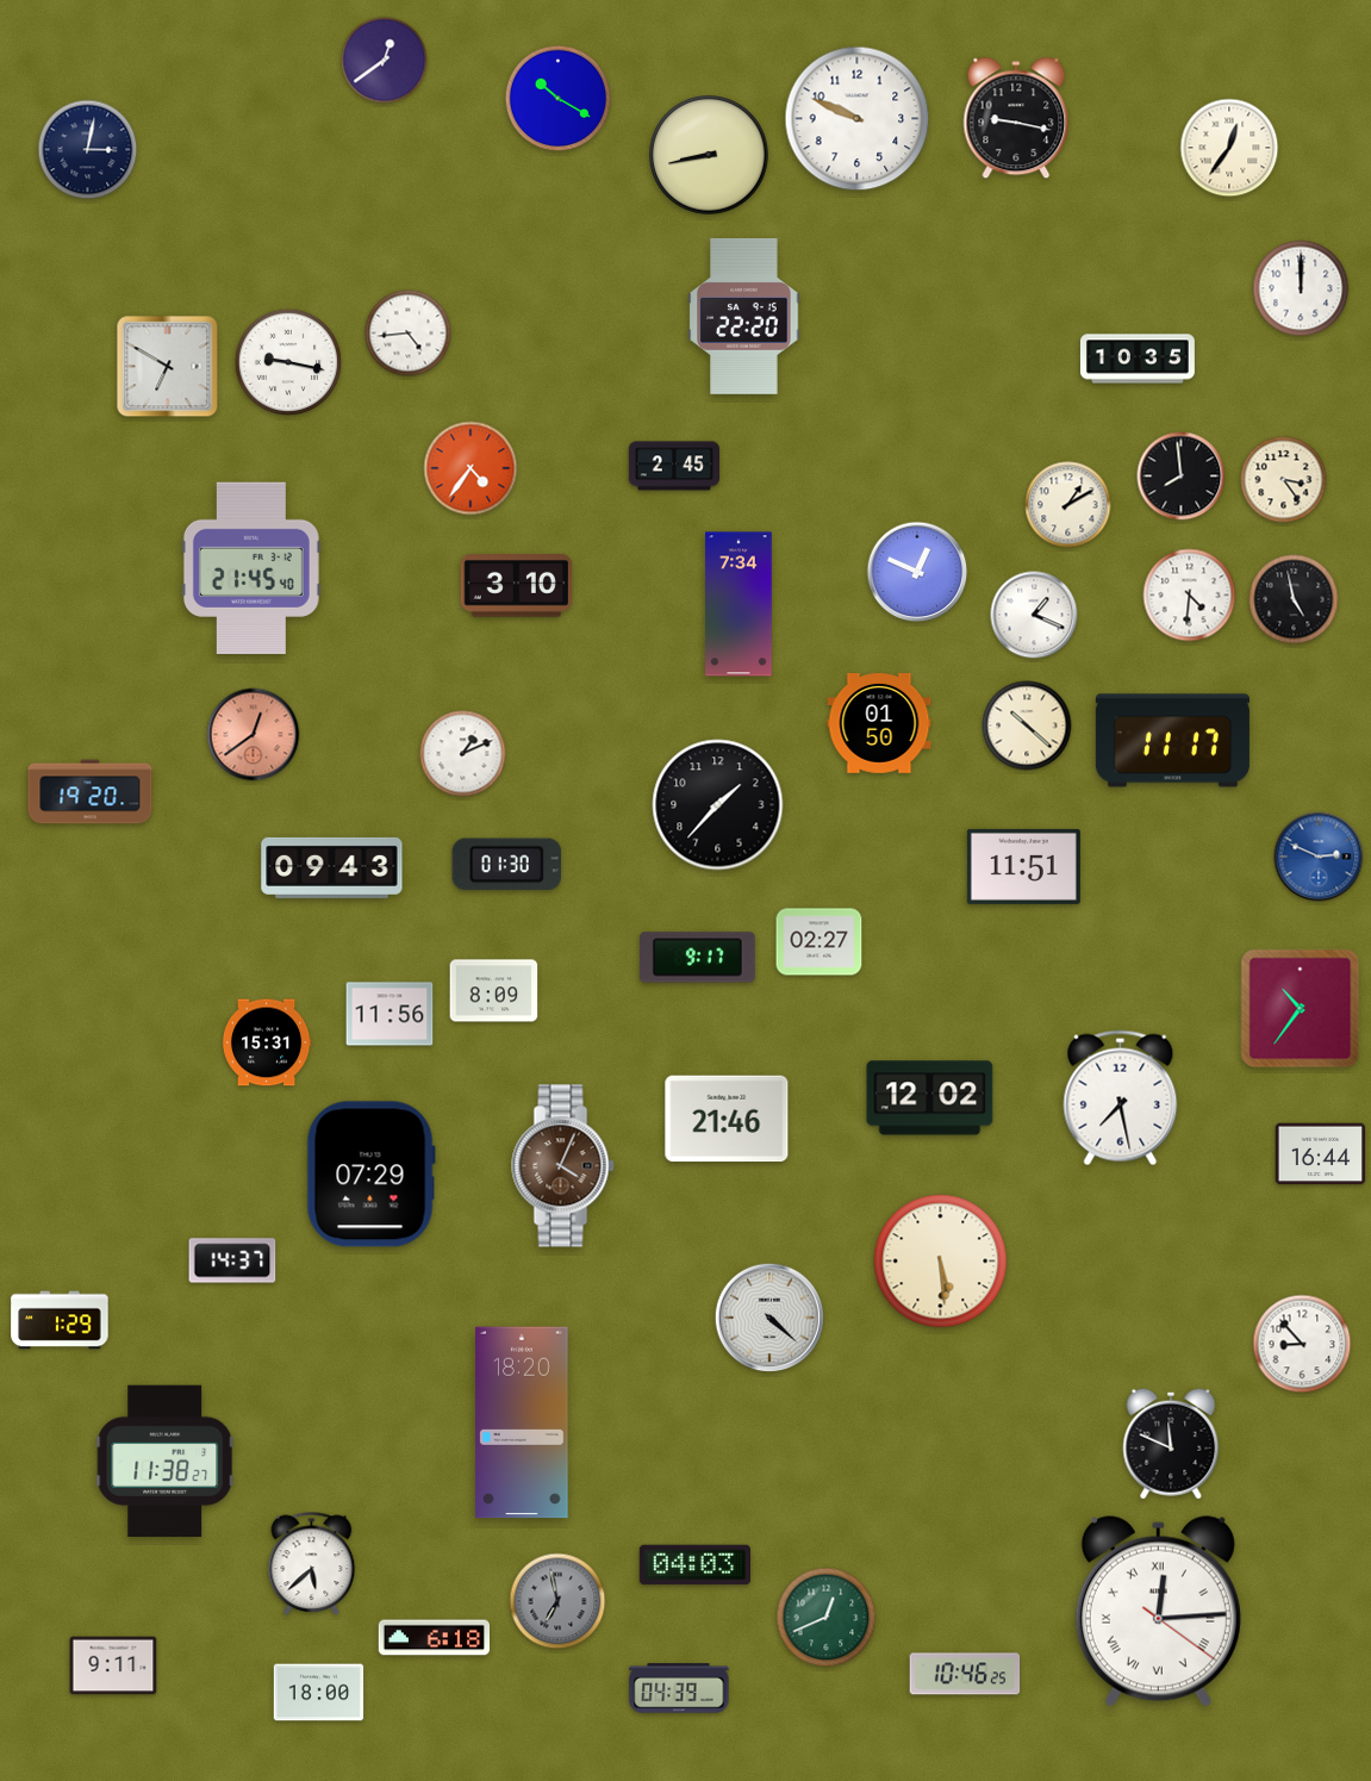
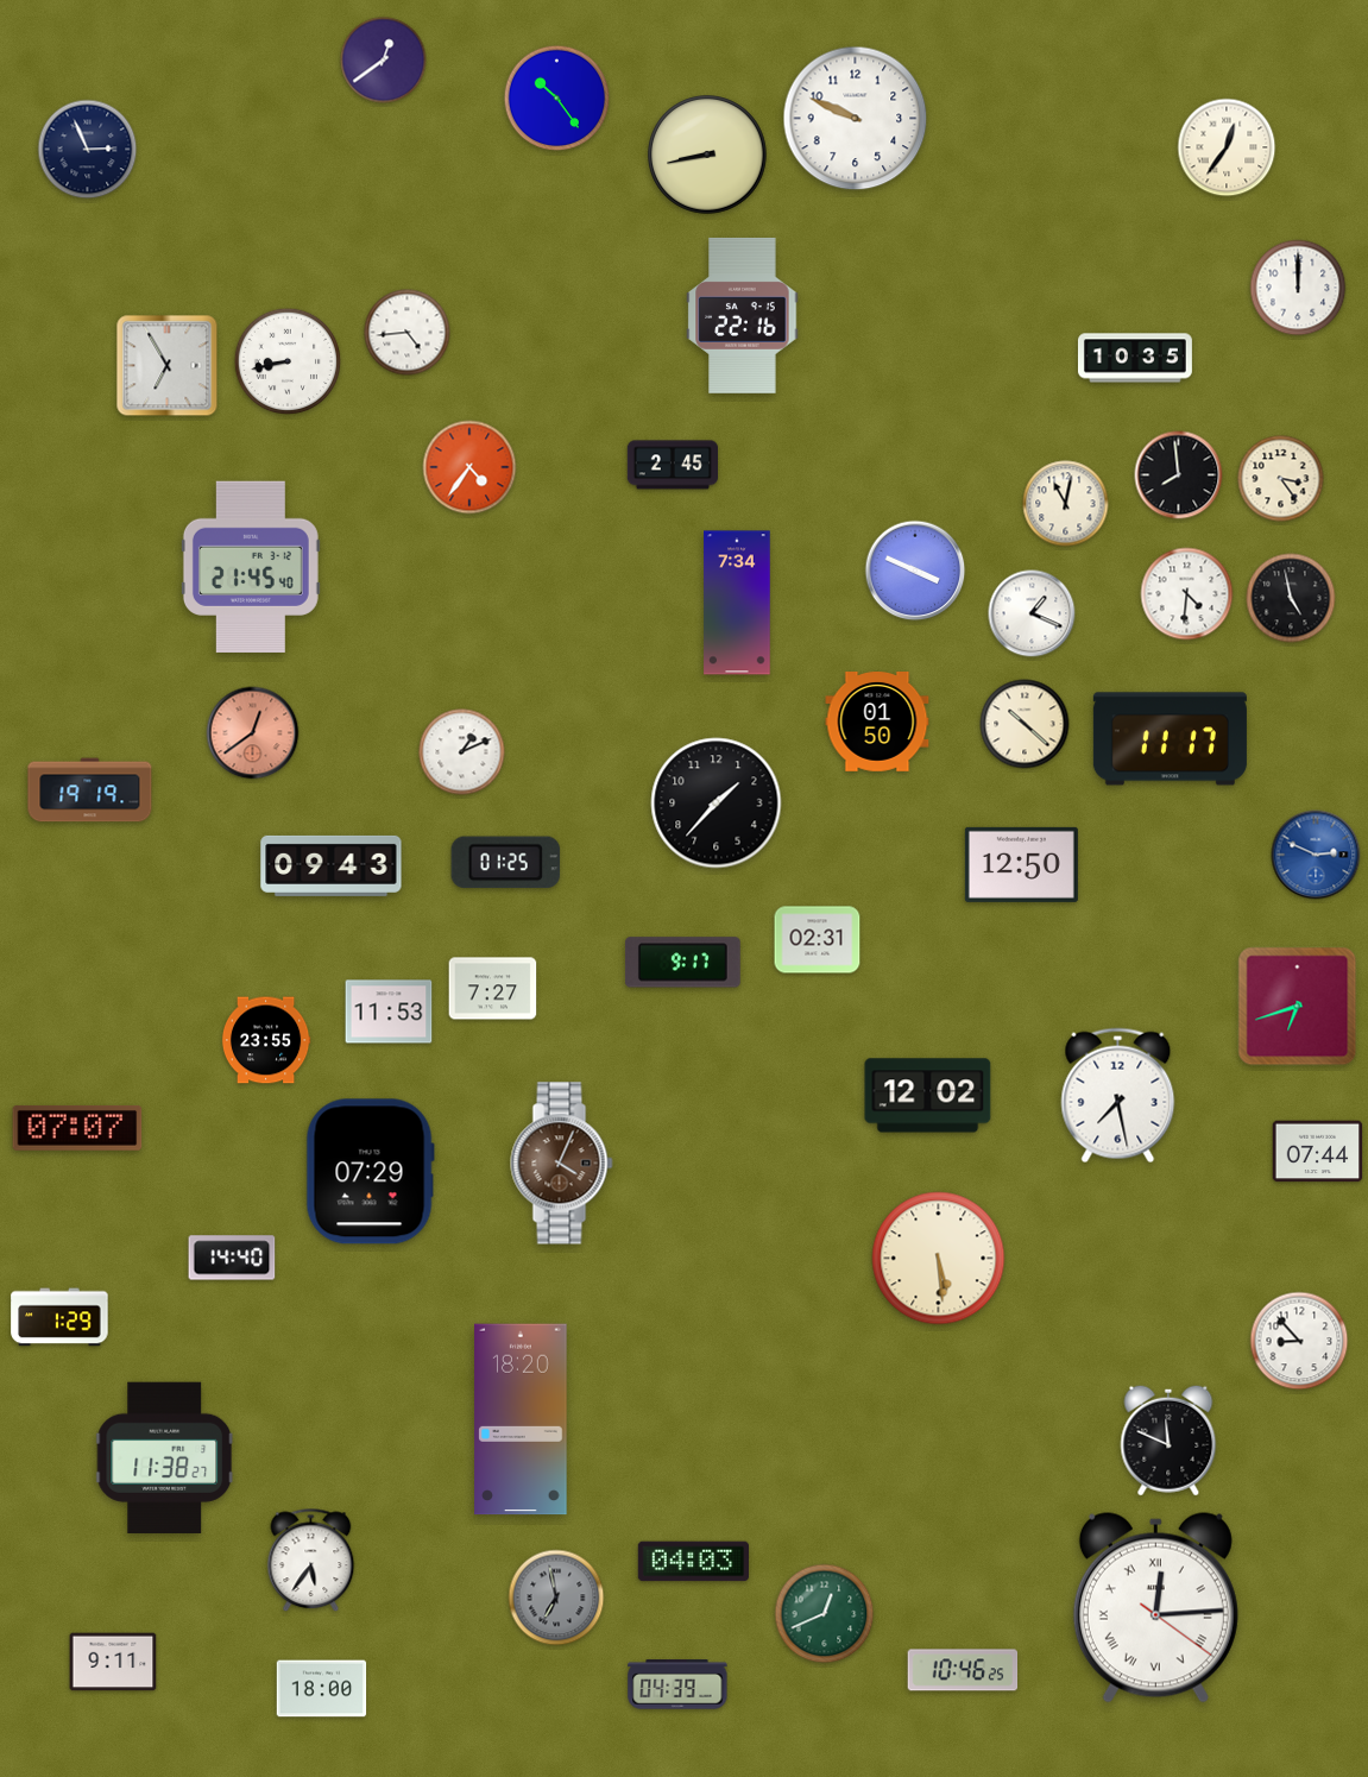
clock at (559, 99): 10:20 -> 10:24
clock at (1016, 118): 9:17 -> none
clock at (88, 150): 3:02 -> 2:56
clock at (744, 316): 22:20 -> 22:16
clock at (288, 362): 9:17 -> 8:43
clock at (168, 367): 6:50 -> 6:55
clock at (1068, 505): 1:10 -> 11:02
clock at (917, 572): 12:49 -> 3:49
clock at (516, 586): 3:10 -> none
clock at (91, 792): 19:20 -> 19:19
clock at (507, 865): 01:30 -> 01:25
clock at (1023, 866): 11:51 -> 12:50
clock at (820, 942): 02:27 -> 02:31
clock at (697, 958) position: (697, 958) -> (682, 963)
clock at (494, 991): 8:09 -> 7:27
clock at (1301, 1009): 10:36 -> 6:42
clock at (390, 1014): 11:56 -> 11:53
clock at (267, 1042): 15:31 -> 23:55
clock at (727, 1119): 21:46 -> none
clock at (77, 1128): none -> 07:07
clock at (1321, 1154): 16:44 -> 07:44
clock at (232, 1260): 14:37 -> 14:40
clock at (768, 1316): 4:22 -> none
clock at (312, 1564): 5:38 -> 5:36
clock at (434, 1638): 6:18 -> none
clock at (319, 1693) position: (319, 1693) -> (322, 1689)
